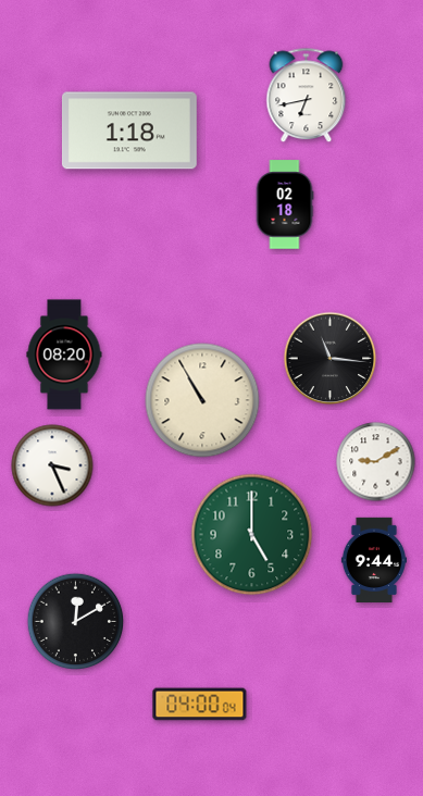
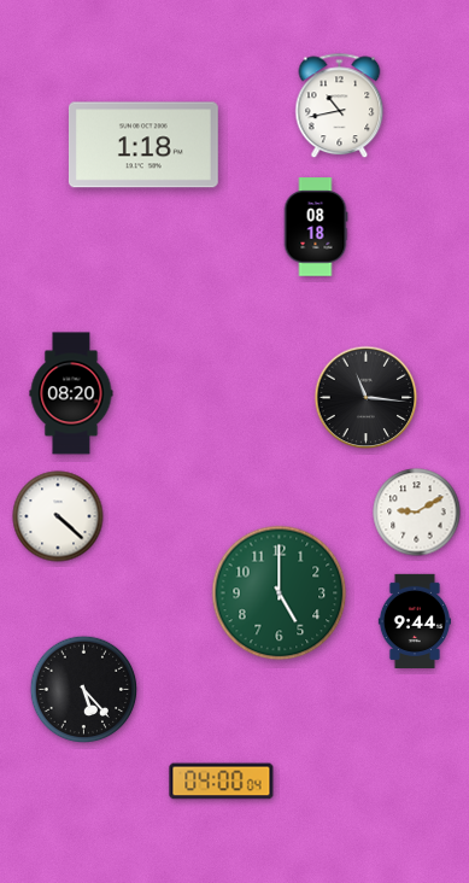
clock at (307, 96): 6:43 -> 10:43
clock at (285, 204): 02:18 -> 08:18
clock at (202, 400): 10:55 -> none
clock at (52, 465): 3:26 -> 4:22
clock at (76, 622): 12:10 -> 5:23
